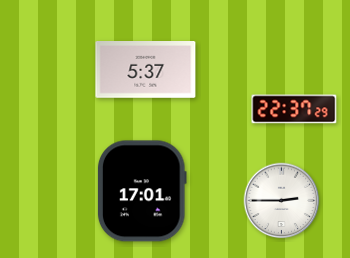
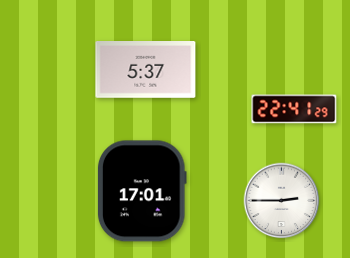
clock at (294, 109): 22:37 -> 22:41
